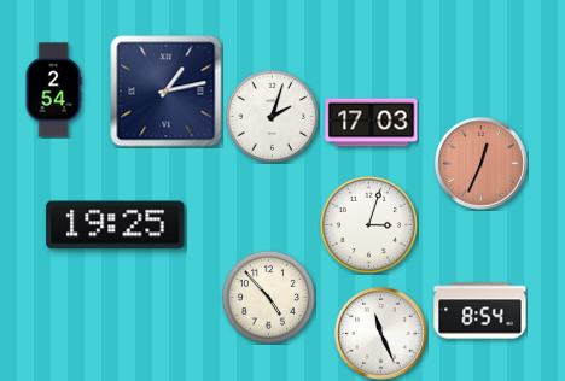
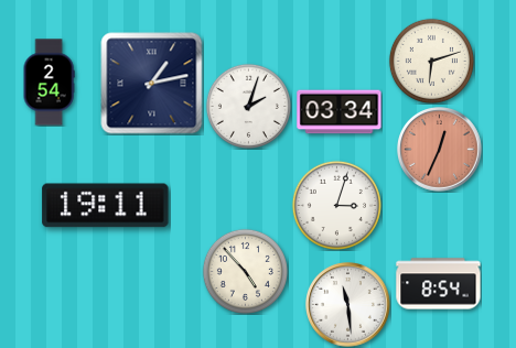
clock at (431, 61): none -> 6:12
clock at (372, 123): 17:03 -> 03:34
clock at (116, 225): 19:25 -> 19:11
clock at (381, 334): 11:26 -> 11:29
